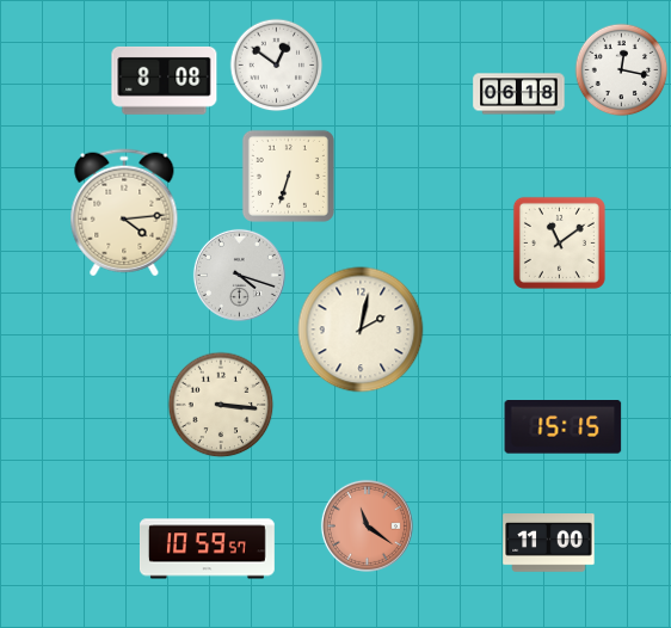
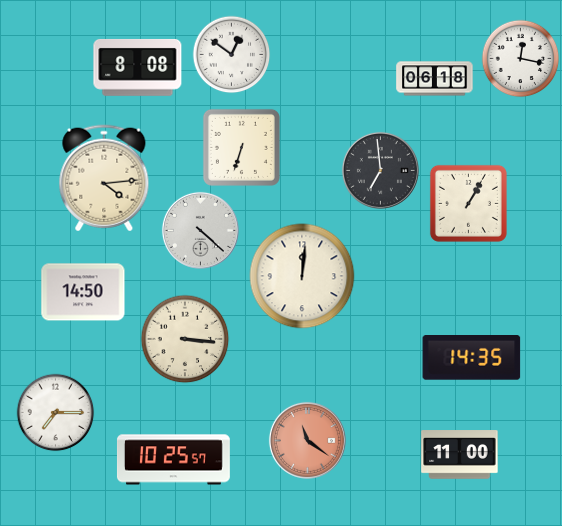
clock at (380, 170): none -> 6:59
clock at (559, 242): 11:09 -> 1:05
clock at (239, 275): 4:18 -> 4:22
clock at (361, 330): 2:02 -> 12:01
clock at (83, 292): none -> 14:50
clock at (564, 427): 15:15 -> 14:35
clock at (55, 412): none -> 7:15
clock at (207, 549): 10:59 -> 10:25
